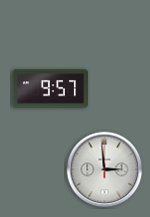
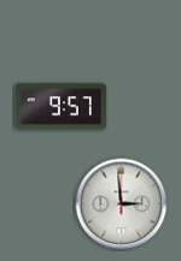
clock at (105, 170) position: (105, 170) -> (122, 204)
